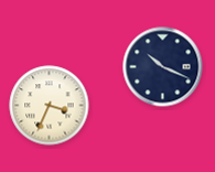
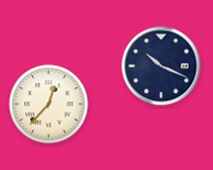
clock at (50, 106): 3:34 -> 12:37
